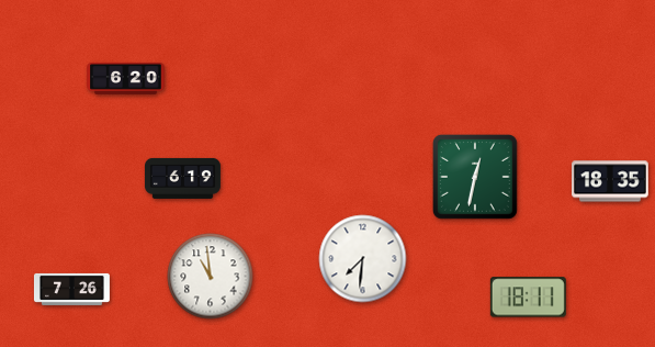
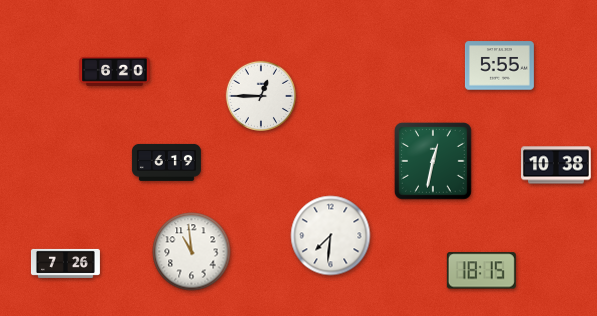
clock at (499, 66): none -> 5:55
clock at (260, 95): none -> 12:45
clock at (610, 181): 18:35 -> 10:38
clock at (528, 298): 18:11 -> 18:15
